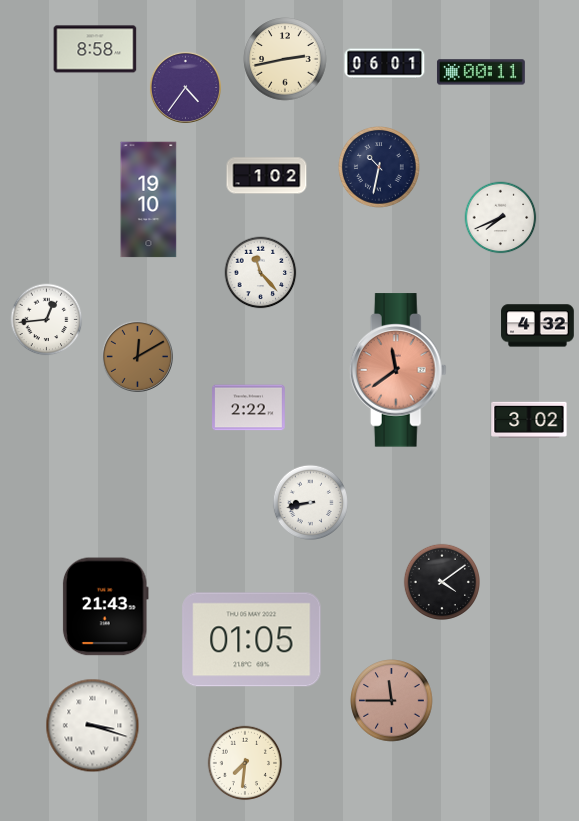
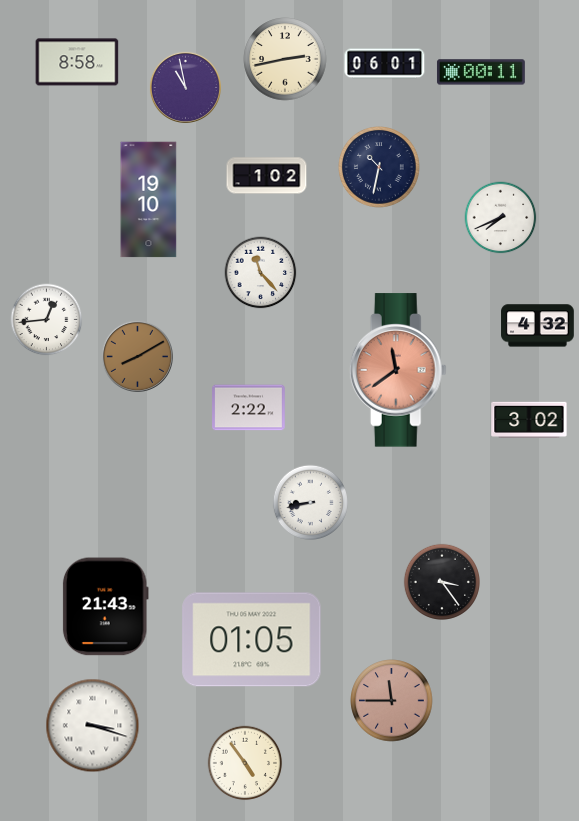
clock at (95, 49) position: (95, 49) -> (77, 62)
clock at (185, 87): 4:36 -> 10:58
clock at (137, 356): 12:10 -> 8:10
clock at (441, 581): 4:09 -> 3:24
clock at (245, 763): 7:31 -> 4:54
